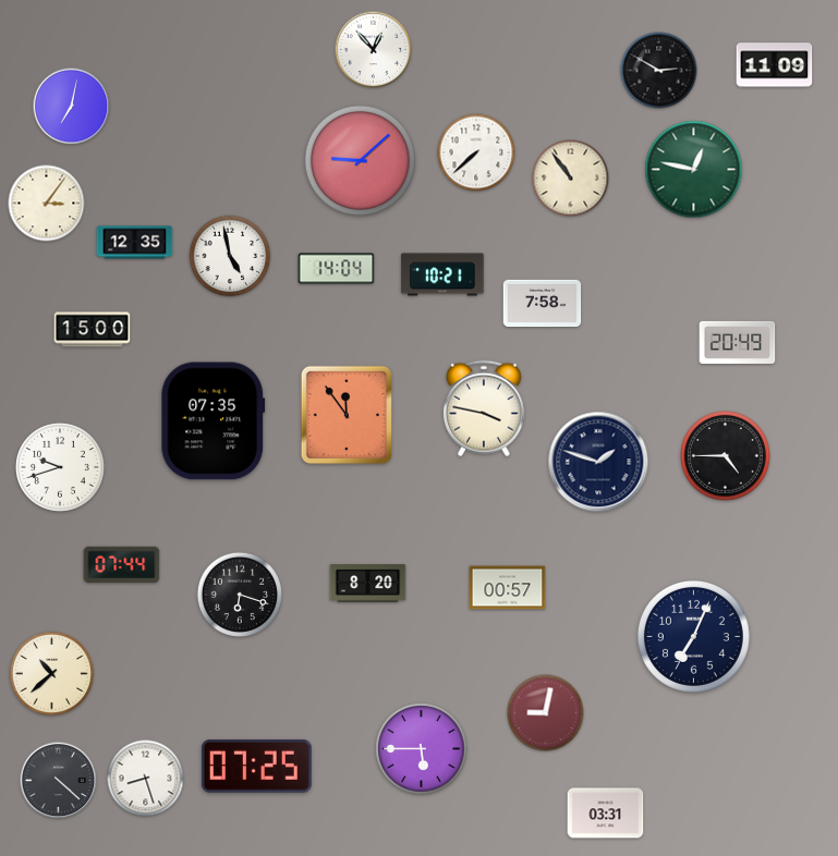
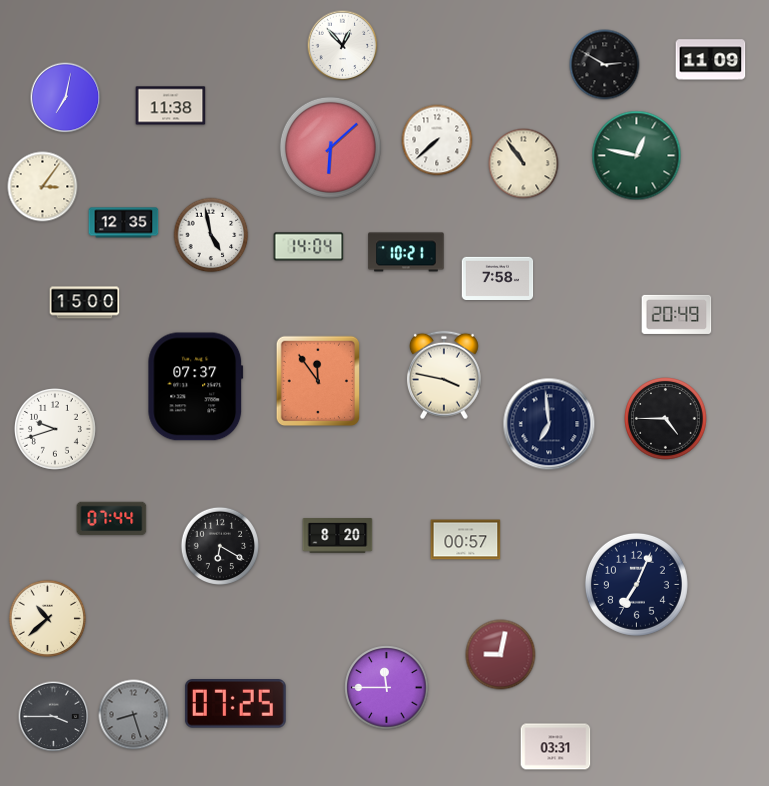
clock at (171, 106): none -> 11:38
clock at (360, 160): 9:08 -> 6:08
clock at (214, 421): 07:35 -> 07:37
clock at (598, 462): 1:48 -> 6:59
clock at (239, 594): 6:18 -> 6:20
clock at (422, 749): 5:45 -> 11:45
clock at (146, 779) dial: white -> grey
clock at (59, 781): 4:22 -> 3:45
